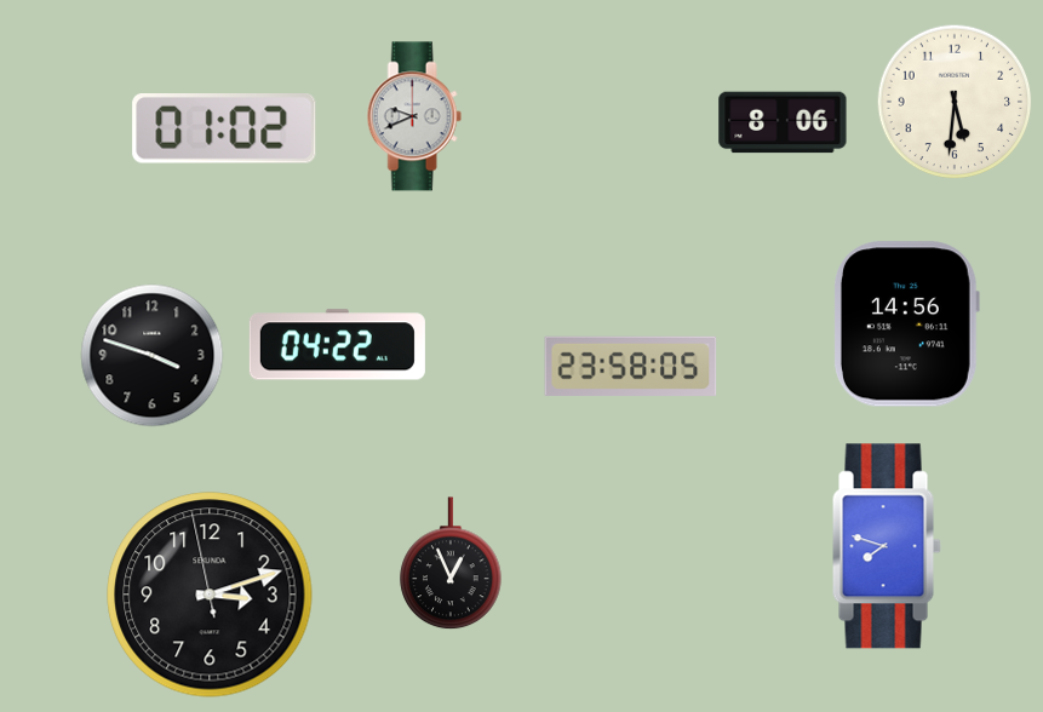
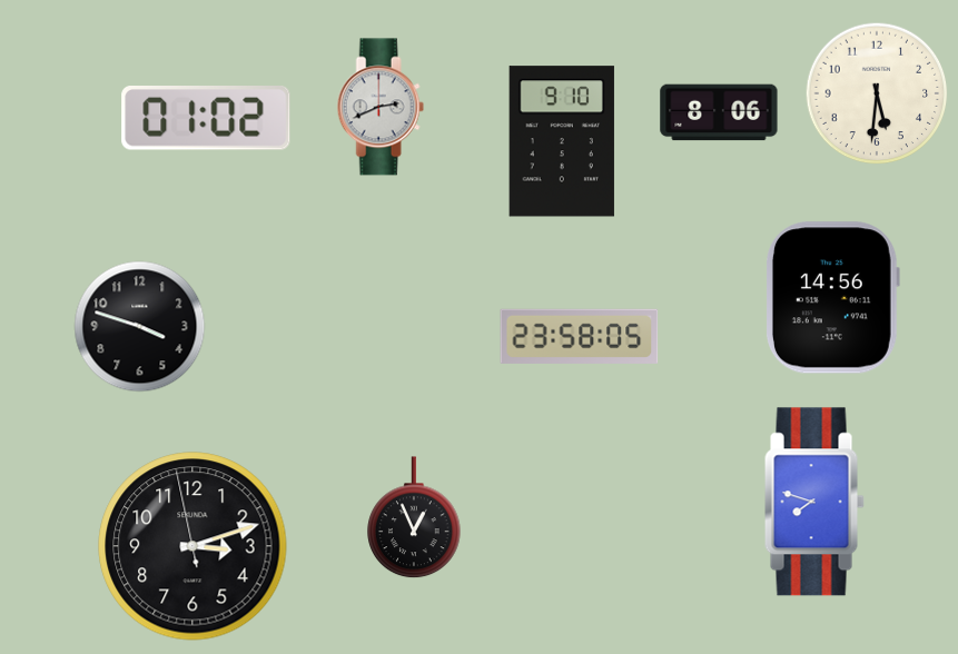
clock at (414, 116): 9:41 -> 2:41
clock at (562, 141): none -> 9:10
clock at (337, 345): 04:22 -> none
